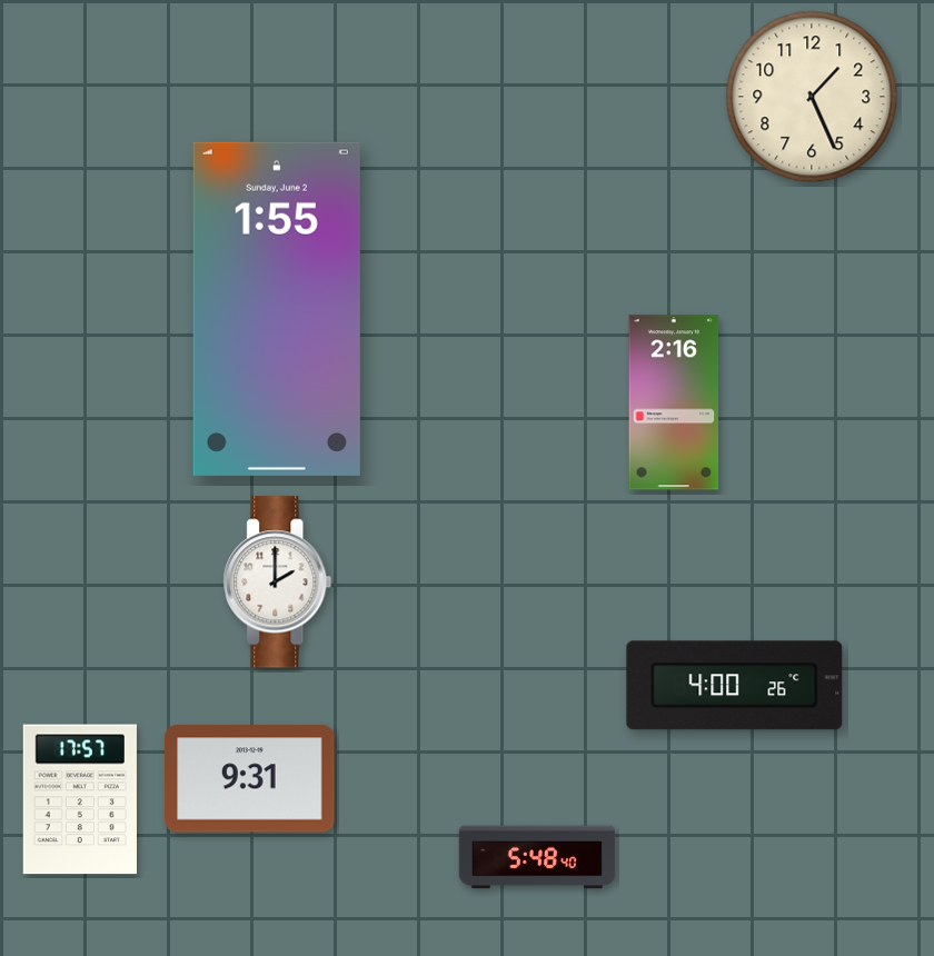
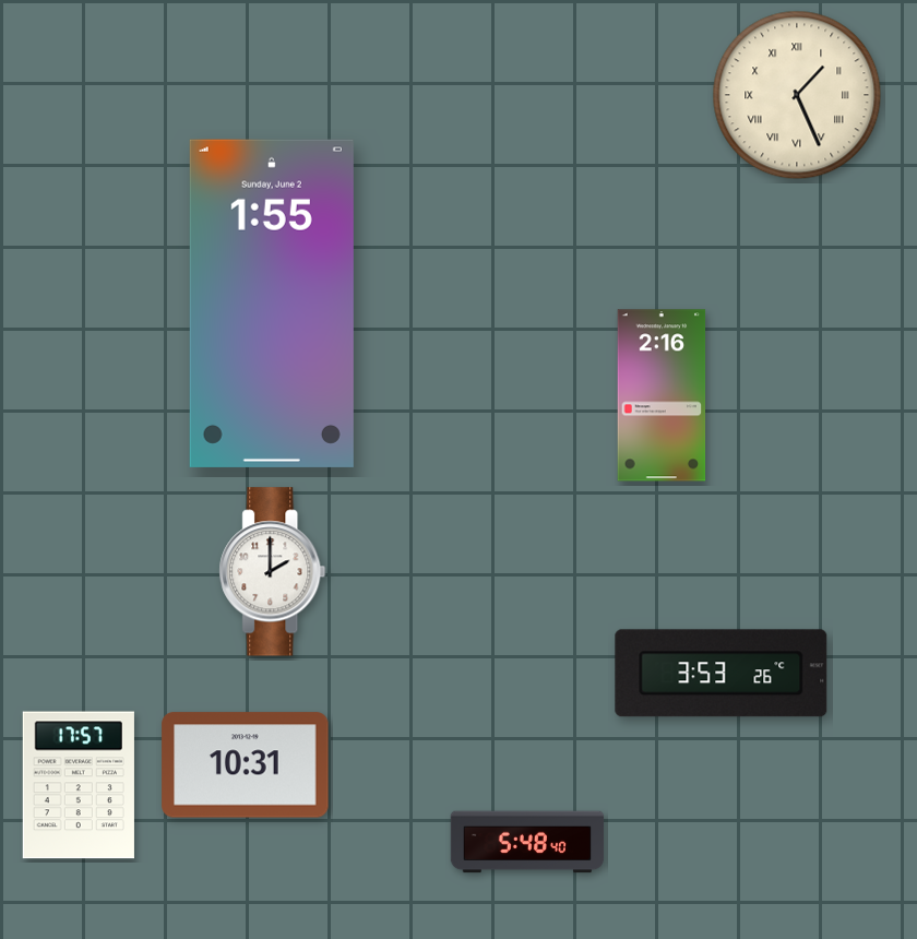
clock at (812, 97) numerals: Arabic -> Roman
clock at (735, 686): 4:00 -> 3:53
clock at (250, 779): 9:31 -> 10:31
